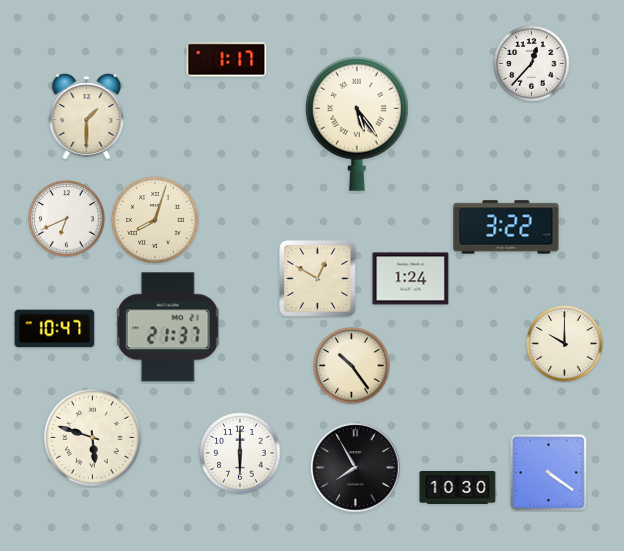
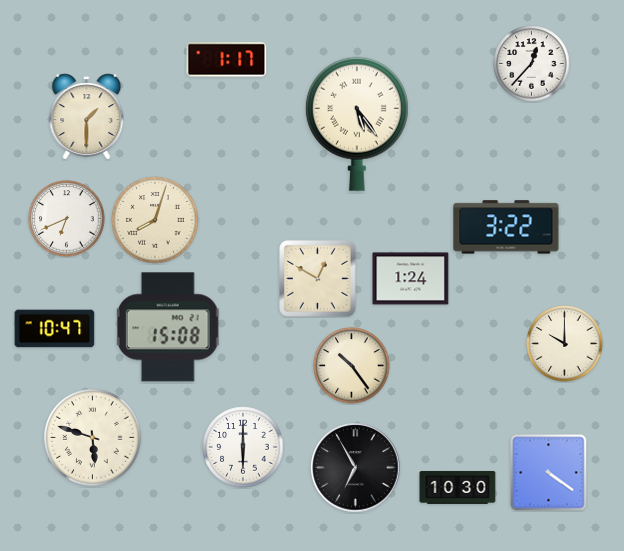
clock at (168, 327): 21:37 -> 15:08
clock at (240, 453) position: (240, 453) -> (243, 447)
clock at (356, 468): 7:55 -> 6:55
